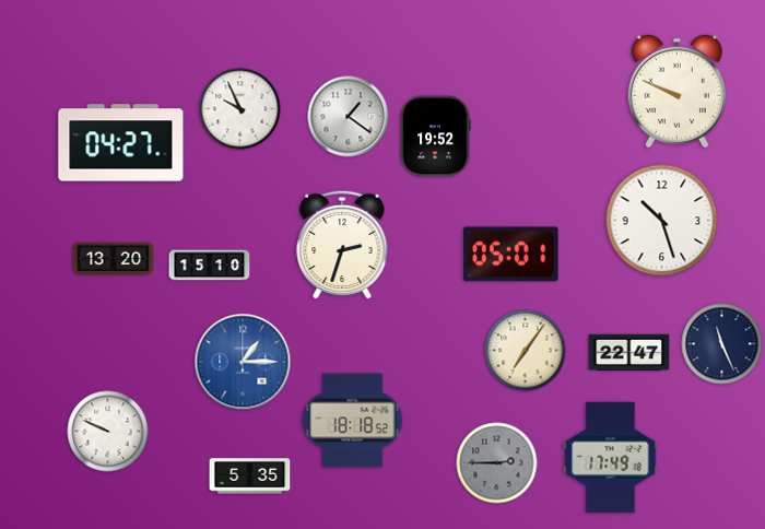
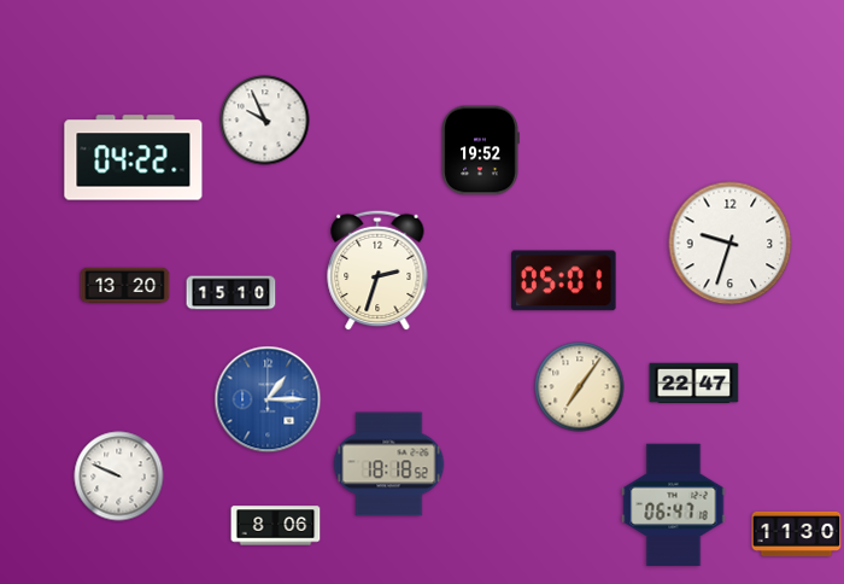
clock at (676, 92): 9:49 -> none
clock at (349, 117): 1:21 -> none
clock at (121, 143): 04:27 -> 04:22
clock at (662, 221): 10:27 -> 9:33
clock at (722, 344): 11:26 -> none
clock at (629, 353) position: (629, 353) -> (694, 384)
clock at (611, 458): 17:49 -> 06:47
clock at (497, 463): 2:45 -> none
clock at (250, 477): 5:35 -> 8:06
clock at (797, 533): none -> 11:30
